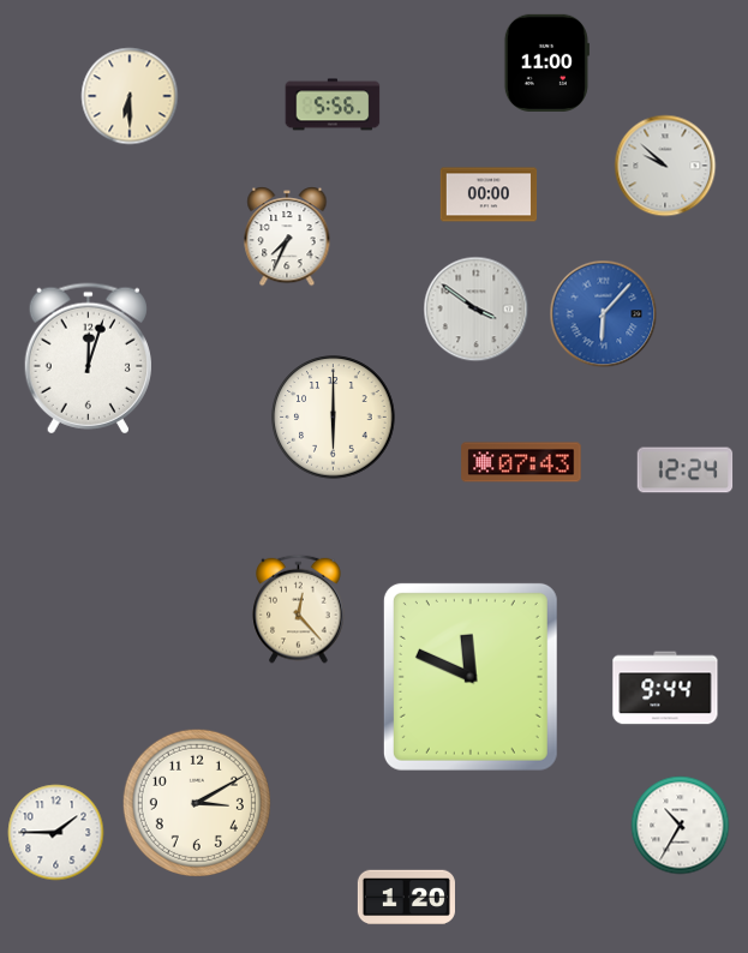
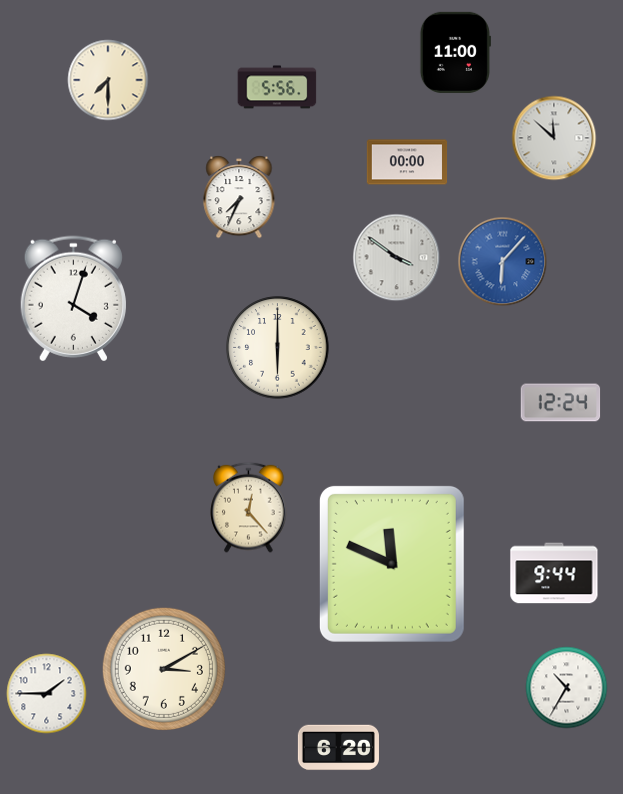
clock at (130, 96): 6:30 -> 7:30
clock at (665, 166): 9:52 -> 11:52
clock at (88, 359): 12:03 -> 4:03
clock at (521, 462): 07:43 -> none
clock at (686, 470) position: (686, 470) -> (561, 403)
clock at (406, 898): 1:20 -> 6:20
